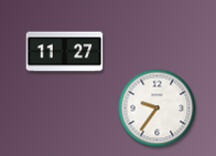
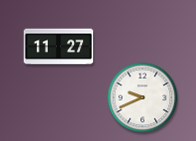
clock at (158, 108): 9:36 -> 9:41
